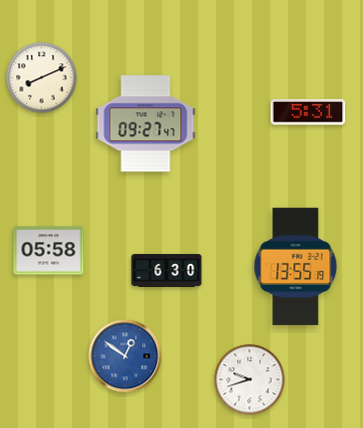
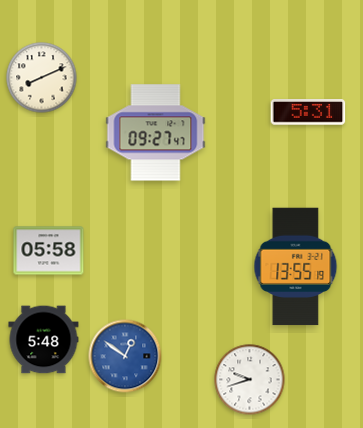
clock at (146, 124) position: (146, 124) -> (156, 133)
clock at (167, 270): 6:30 -> none
clock at (44, 340): none -> 5:48
